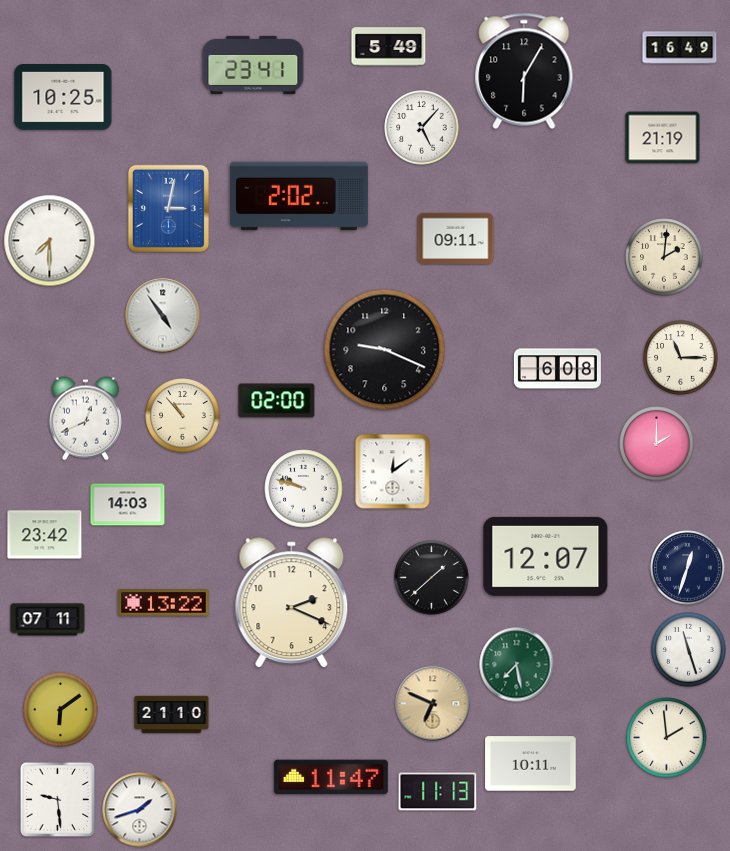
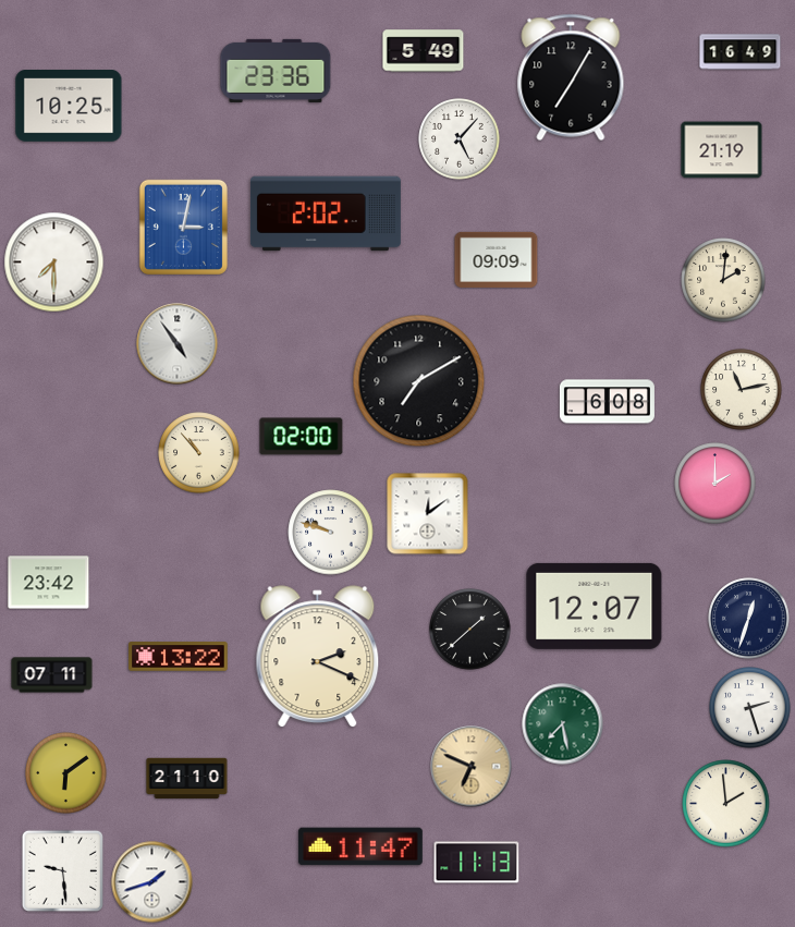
clock at (253, 65): 23:41 -> 23:36
clock at (524, 71): 6:05 -> 7:05
clock at (456, 238): 09:11 -> 09:09
clock at (385, 350): 9:19 -> 7:10
clock at (681, 358): 11:15 -> 11:13
clock at (85, 419): 12:41 -> none
clock at (128, 505): 14:03 -> none
clock at (689, 650): 11:27 -> 2:27
clock at (531, 764): 10:11 -> none
